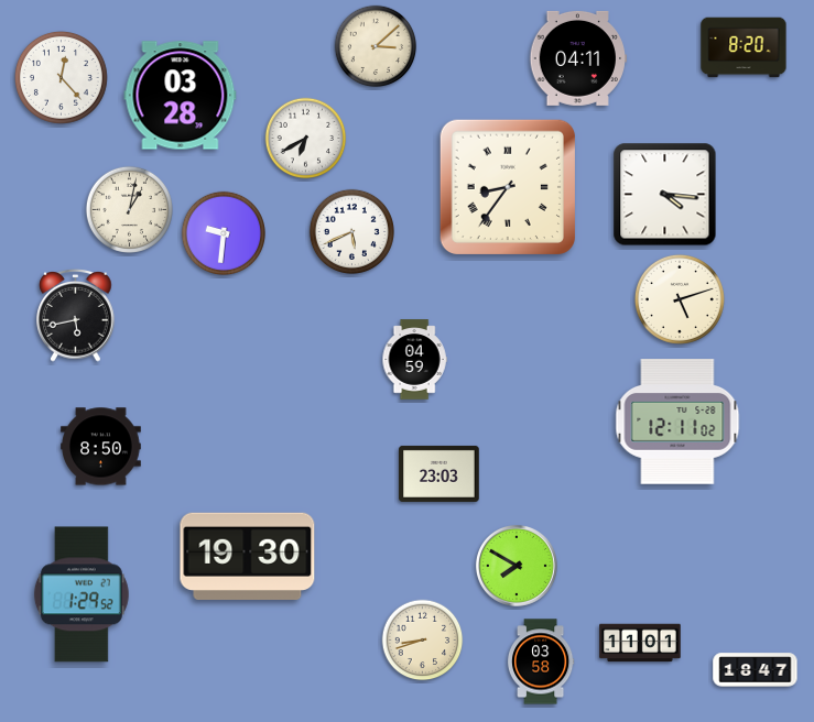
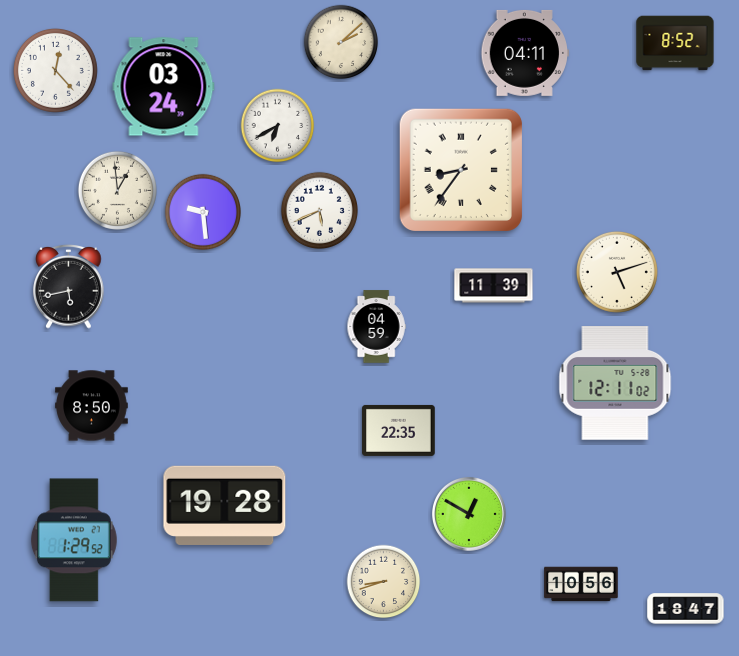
clock at (376, 46): 3:08 -> 2:08
clock at (744, 47): 8:20 -> 8:52
clock at (181, 96): 03:28 -> 03:24
clock at (665, 195): 4:16 -> none
clock at (129, 209): 1:02 -> 12:59
clock at (223, 232): 9:31 -> 9:29
clock at (494, 286): none -> 11:39
clock at (439, 473): 23:03 -> 22:35
clock at (248, 556): 19:30 -> 19:28
clock at (517, 566): 7:50 -> 12:50
clock at (640, 643): 11:01 -> 10:56
clock at (541, 661): 03:58 -> none
